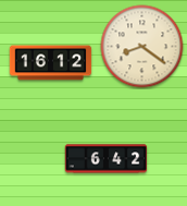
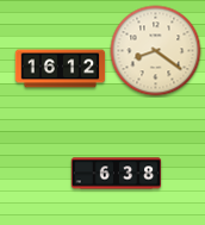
clock at (51, 63) position: (51, 63) -> (61, 69)
clock at (107, 159): 6:42 -> 6:38
